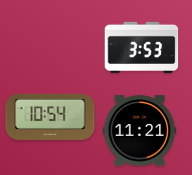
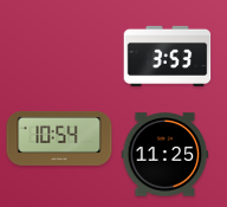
clock at (140, 131): 11:21 -> 11:25
